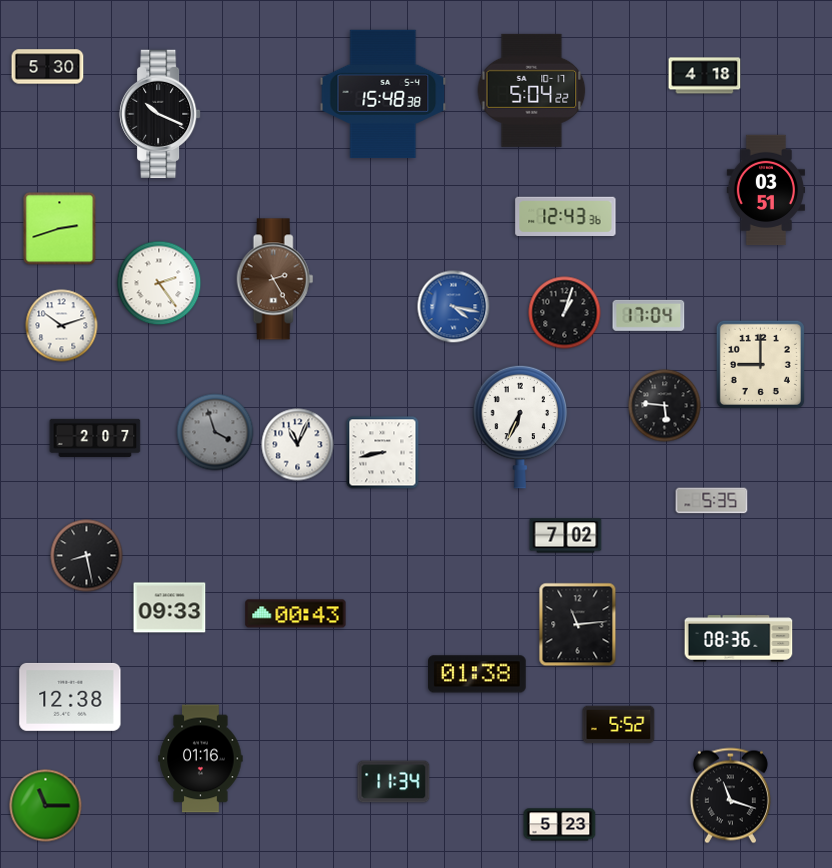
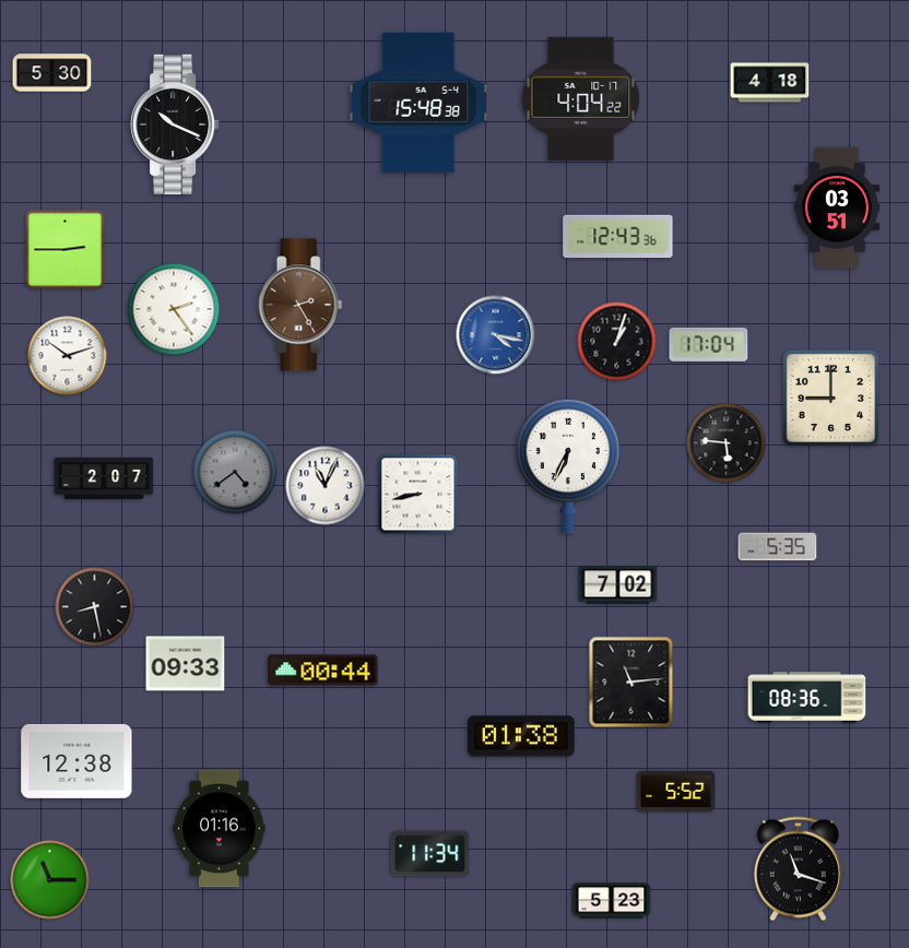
clock at (532, 90): 5:04 -> 4:04
clock at (60, 229): 2:42 -> 2:45
clock at (215, 432): 3:57 -> 4:39
clock at (296, 614): 00:43 -> 00:44
